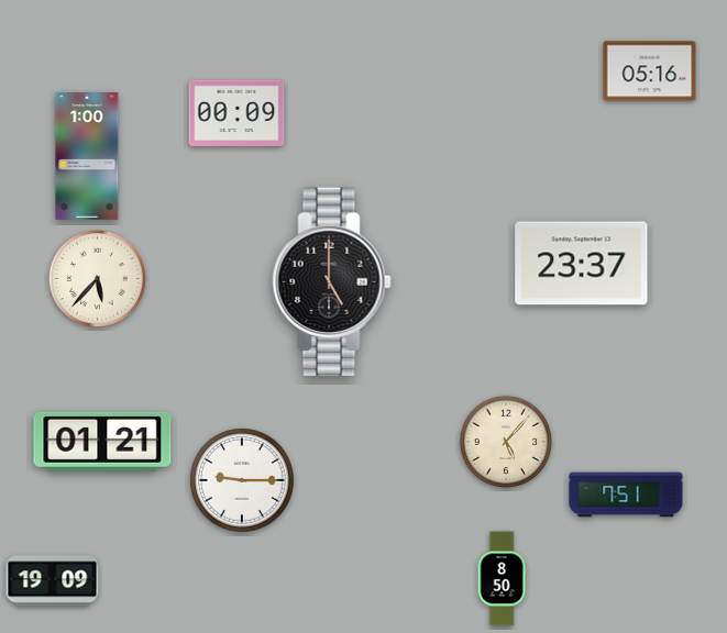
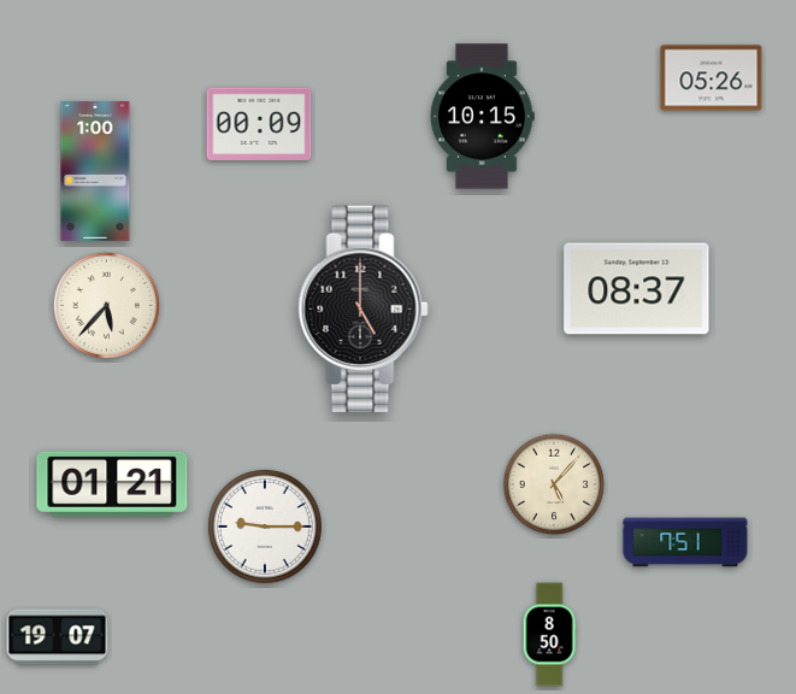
clock at (650, 71): 05:16 -> 05:26
clock at (483, 117): none -> 10:15
clock at (582, 264): 23:37 -> 08:37
clock at (53, 581): 19:09 -> 19:07
